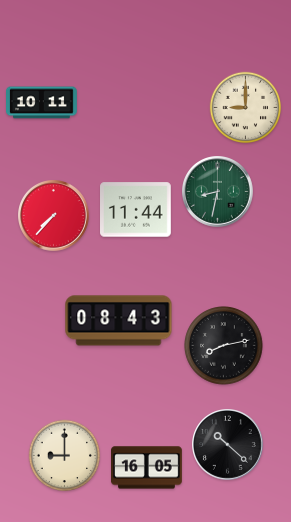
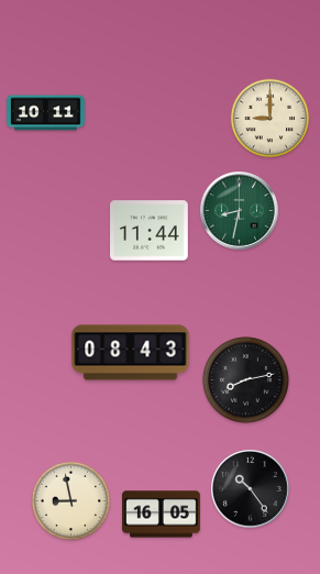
clock at (54, 216): 7:37 -> none
clock at (228, 445): 10:22 -> 10:24
clock at (65, 456): 9:00 -> 8:58
